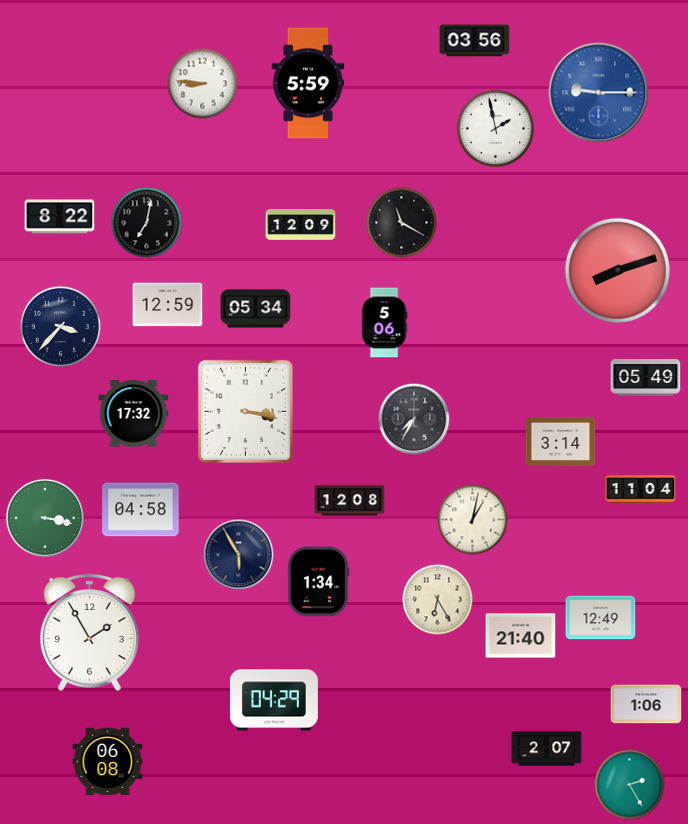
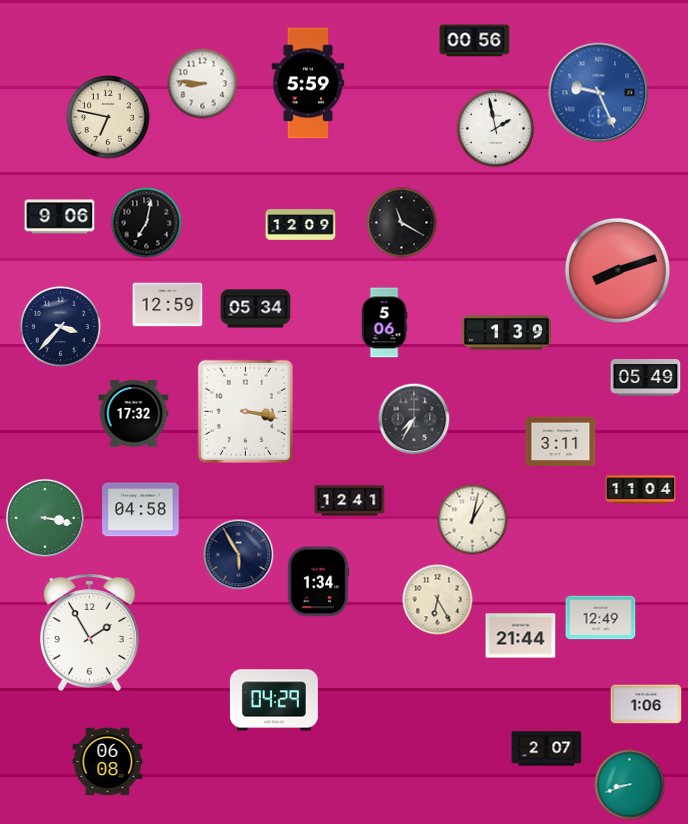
clock at (475, 41): 03:56 -> 00:56
clock at (599, 93): 9:15 -> 9:26
clock at (108, 117): none -> 6:47
clock at (60, 217): 8:22 -> 9:06
clock at (507, 333): none -> 1:39
clock at (561, 441): 3:14 -> 3:11
clock at (350, 501): 12:08 -> 12:41
clock at (521, 636): 21:40 -> 21:44
clock at (630, 785): 2:25 -> 8:42
